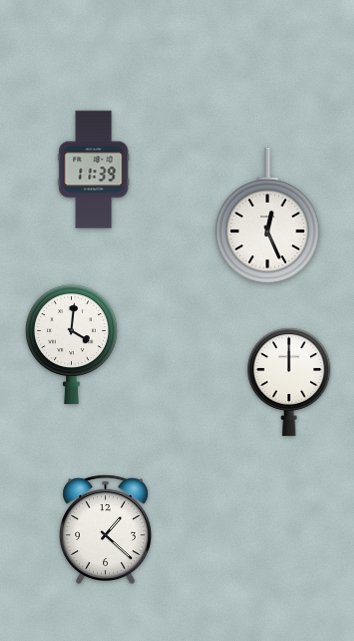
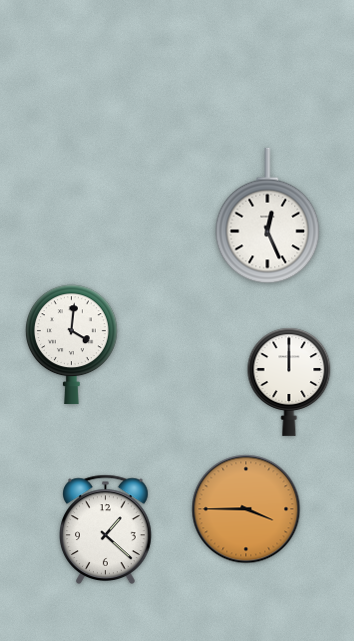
clock at (94, 170): 11:39 -> none
clock at (246, 509): none -> 3:45
